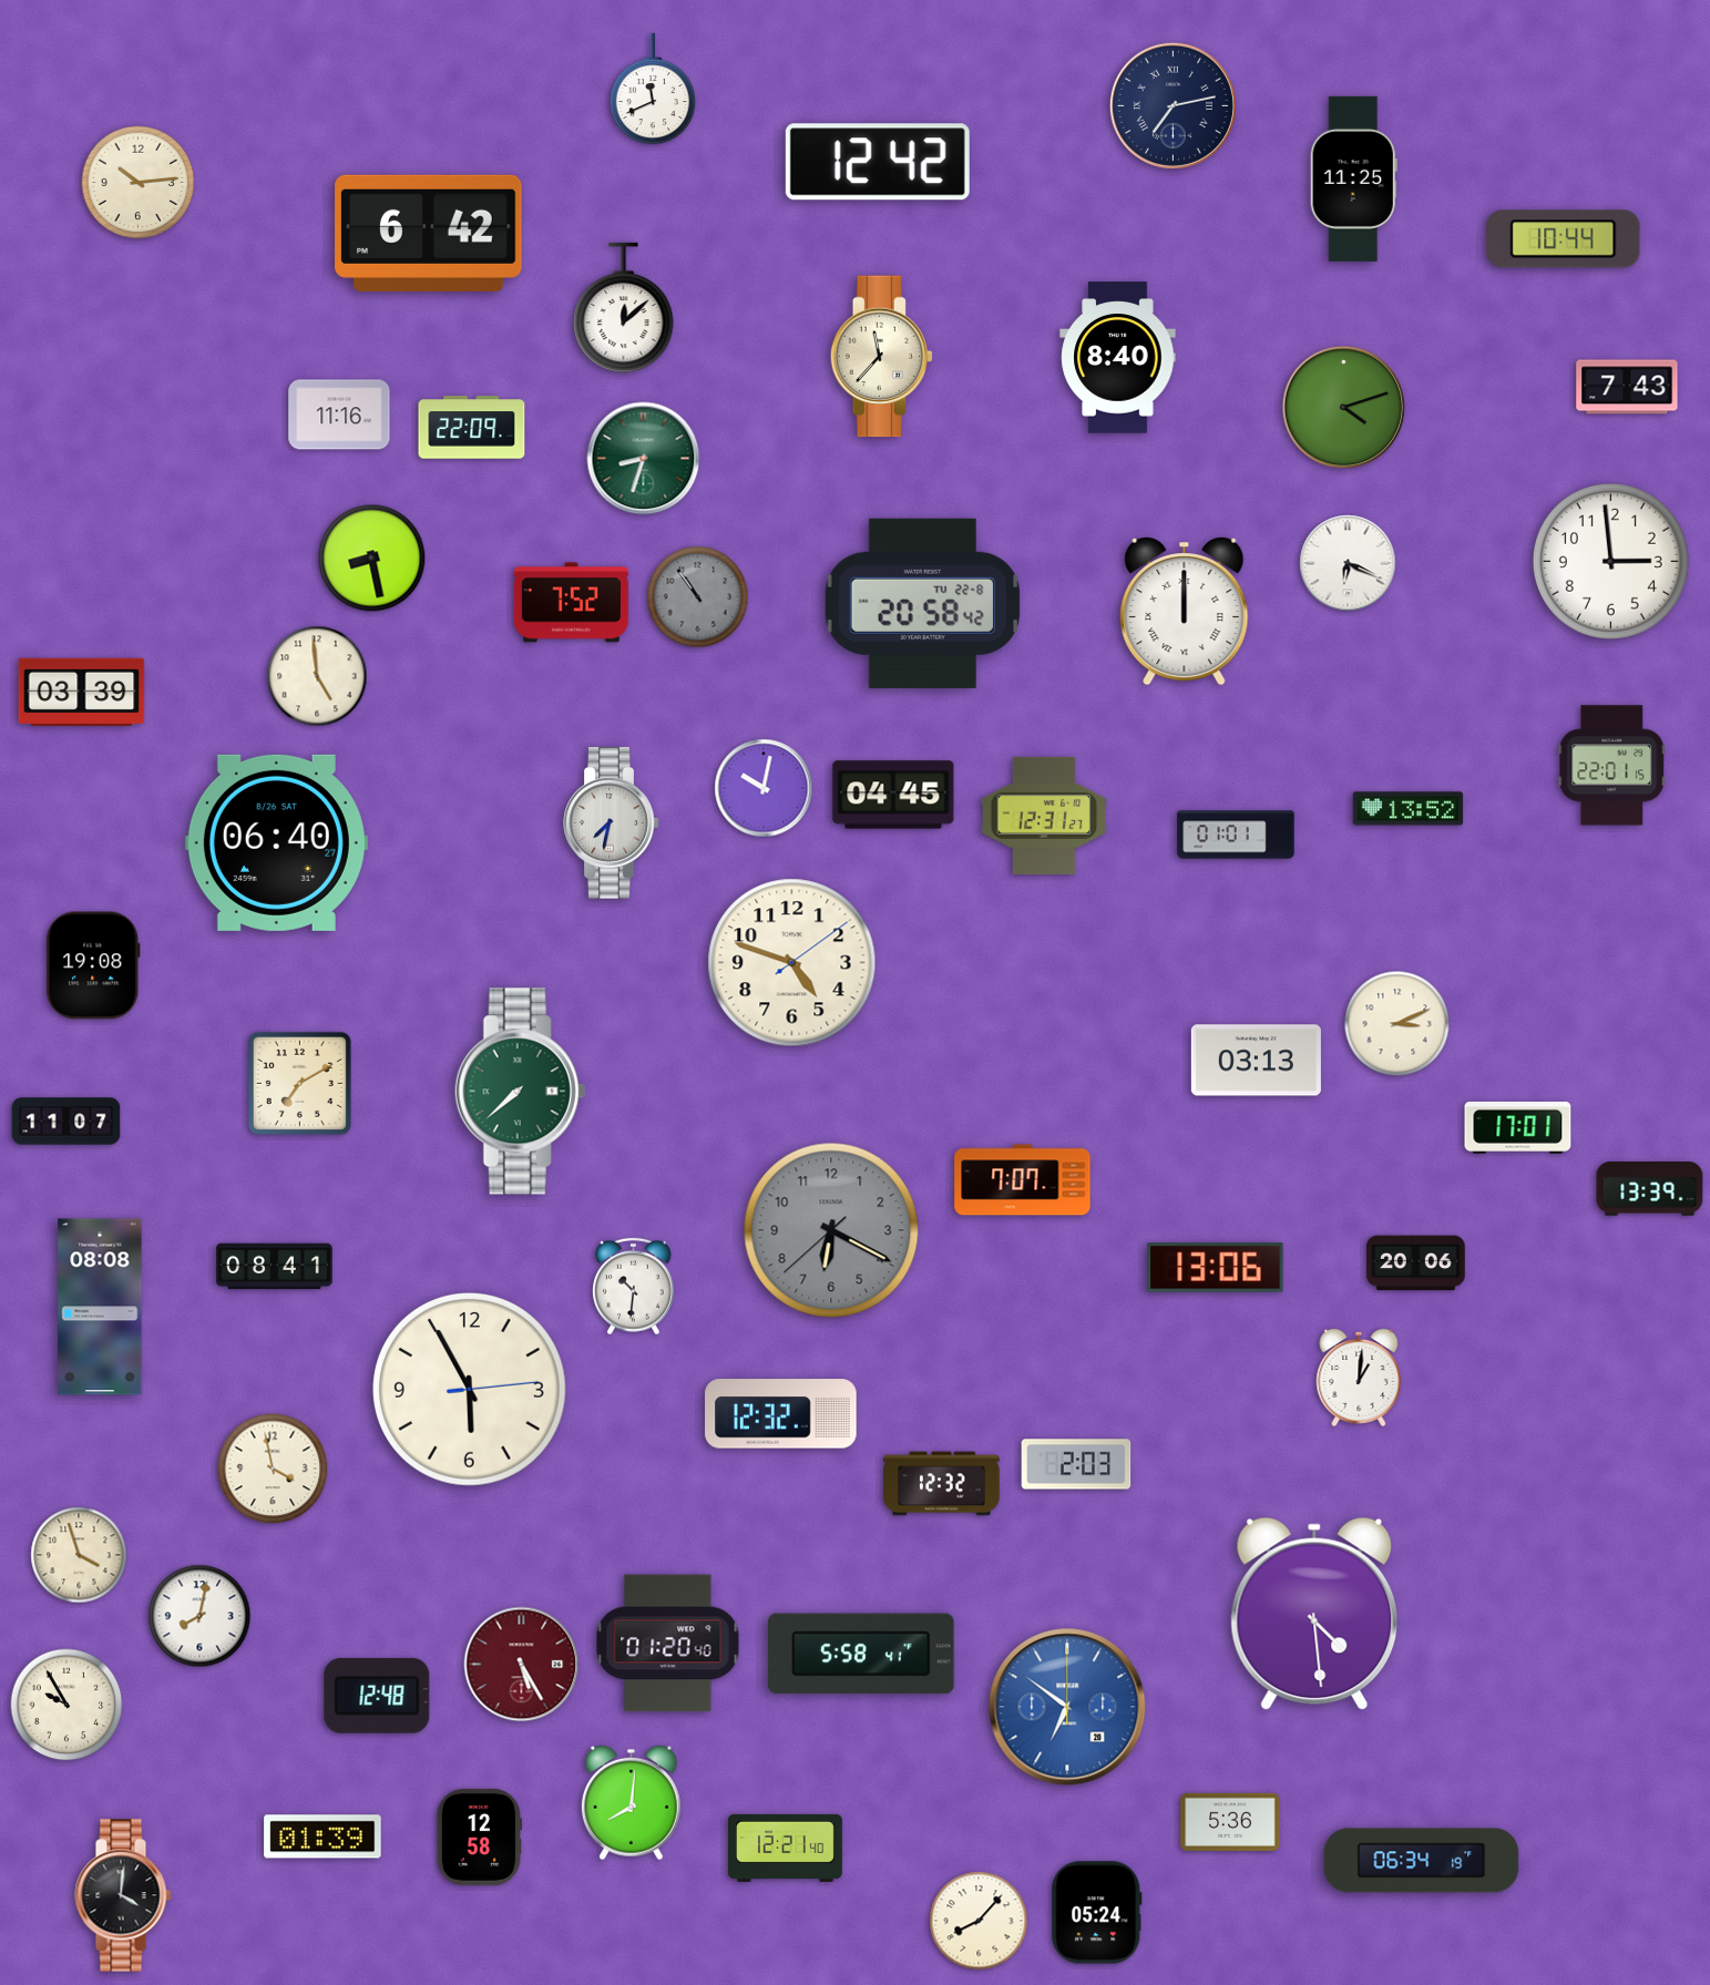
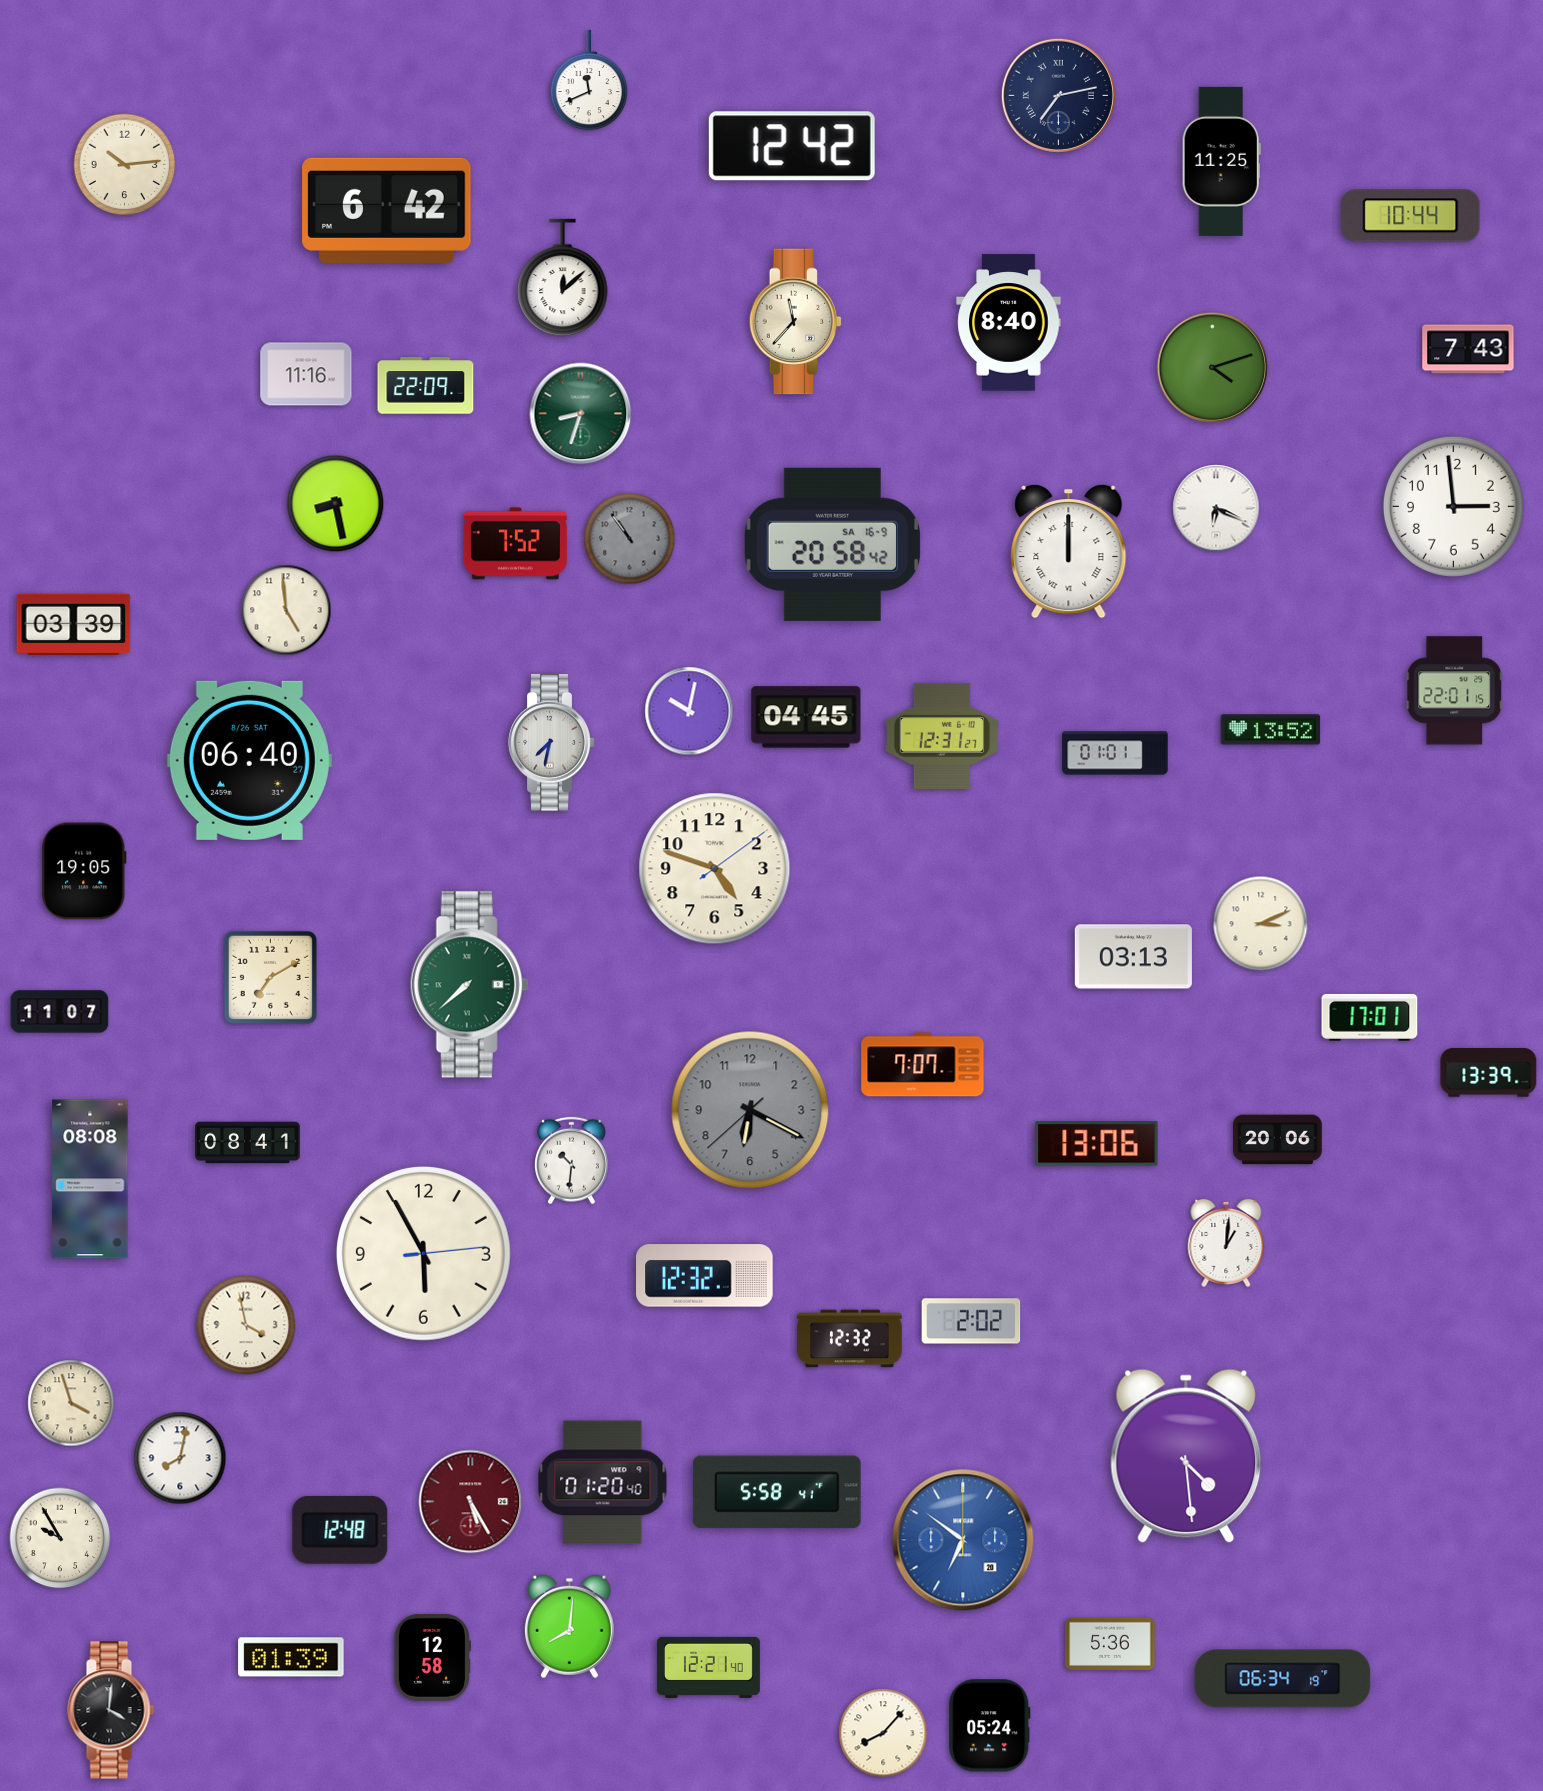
clock at (922, 603) date: TU 22-8 -> SA 16-9
clock at (93, 965): 19:08 -> 19:05
clock at (1076, 1464): 2:03 -> 2:02
